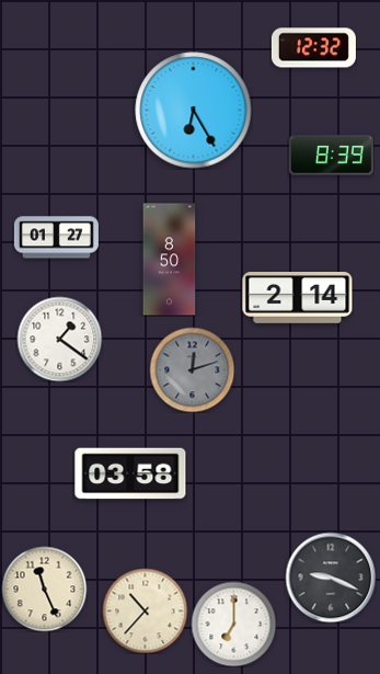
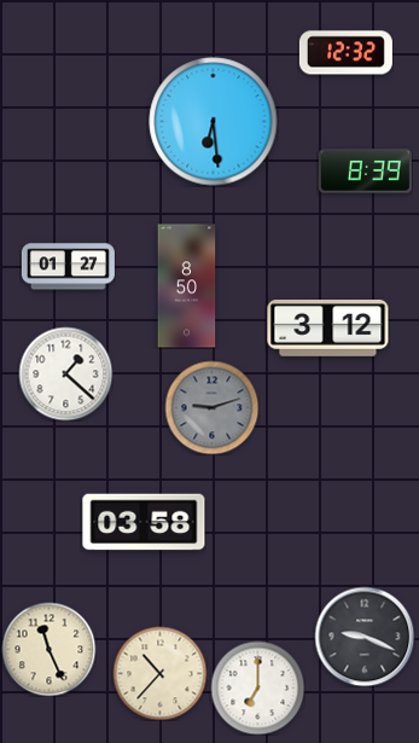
clock at (194, 111): 6:25 -> 6:29
clock at (56, 238) position: (56, 238) -> (68, 267)
clock at (298, 298): 2:14 -> 3:12
clock at (59, 339): 1:21 -> 1:22
clock at (192, 369): 12:12 -> 9:12
